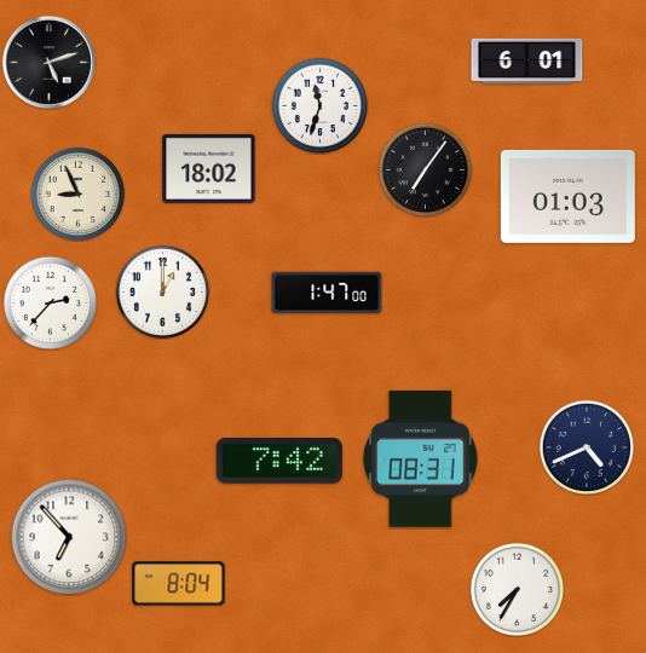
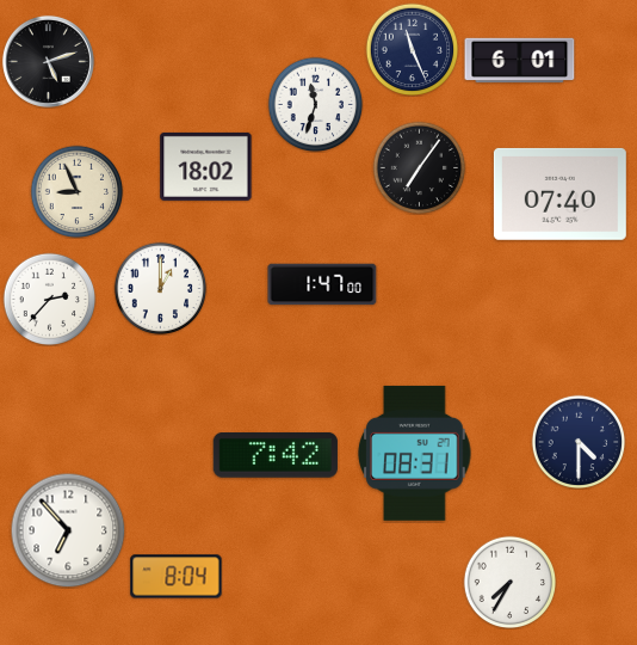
clock at (412, 49): none -> 11:26
clock at (567, 196): 01:03 -> 07:40
clock at (327, 293) position: (327, 293) -> (322, 284)
clock at (587, 447): 4:41 -> 4:30
